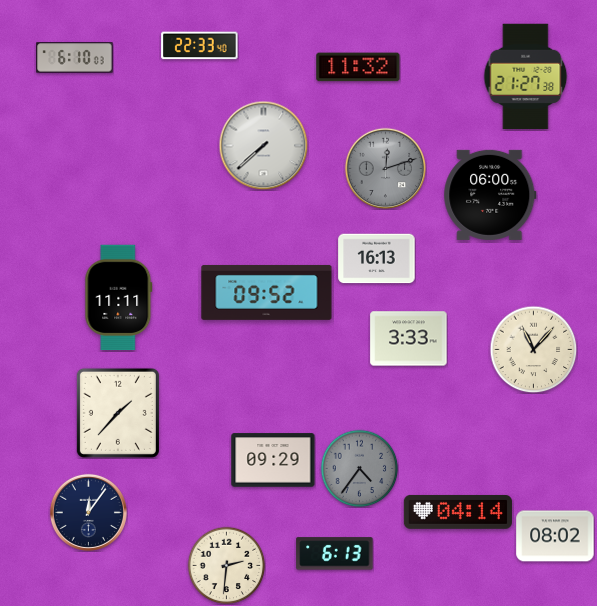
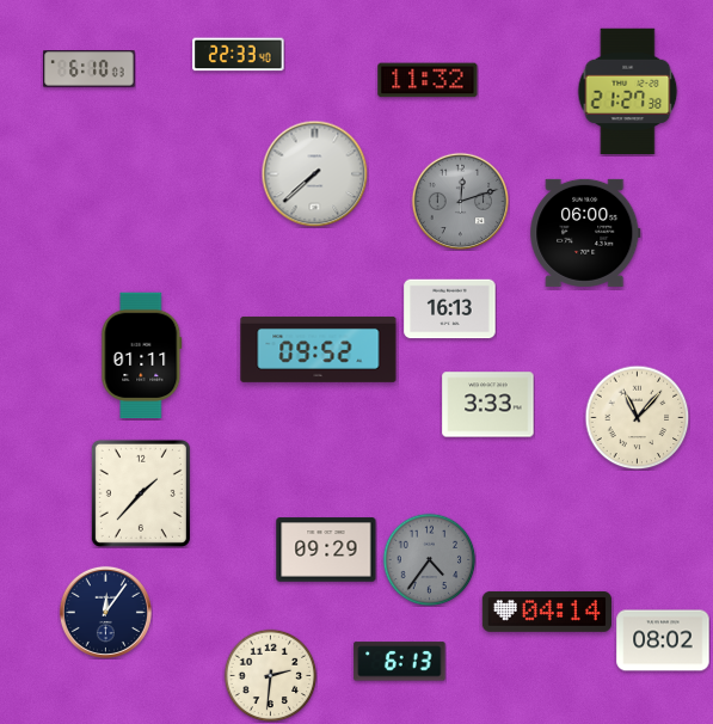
clock at (119, 298): 11:11 -> 01:11
